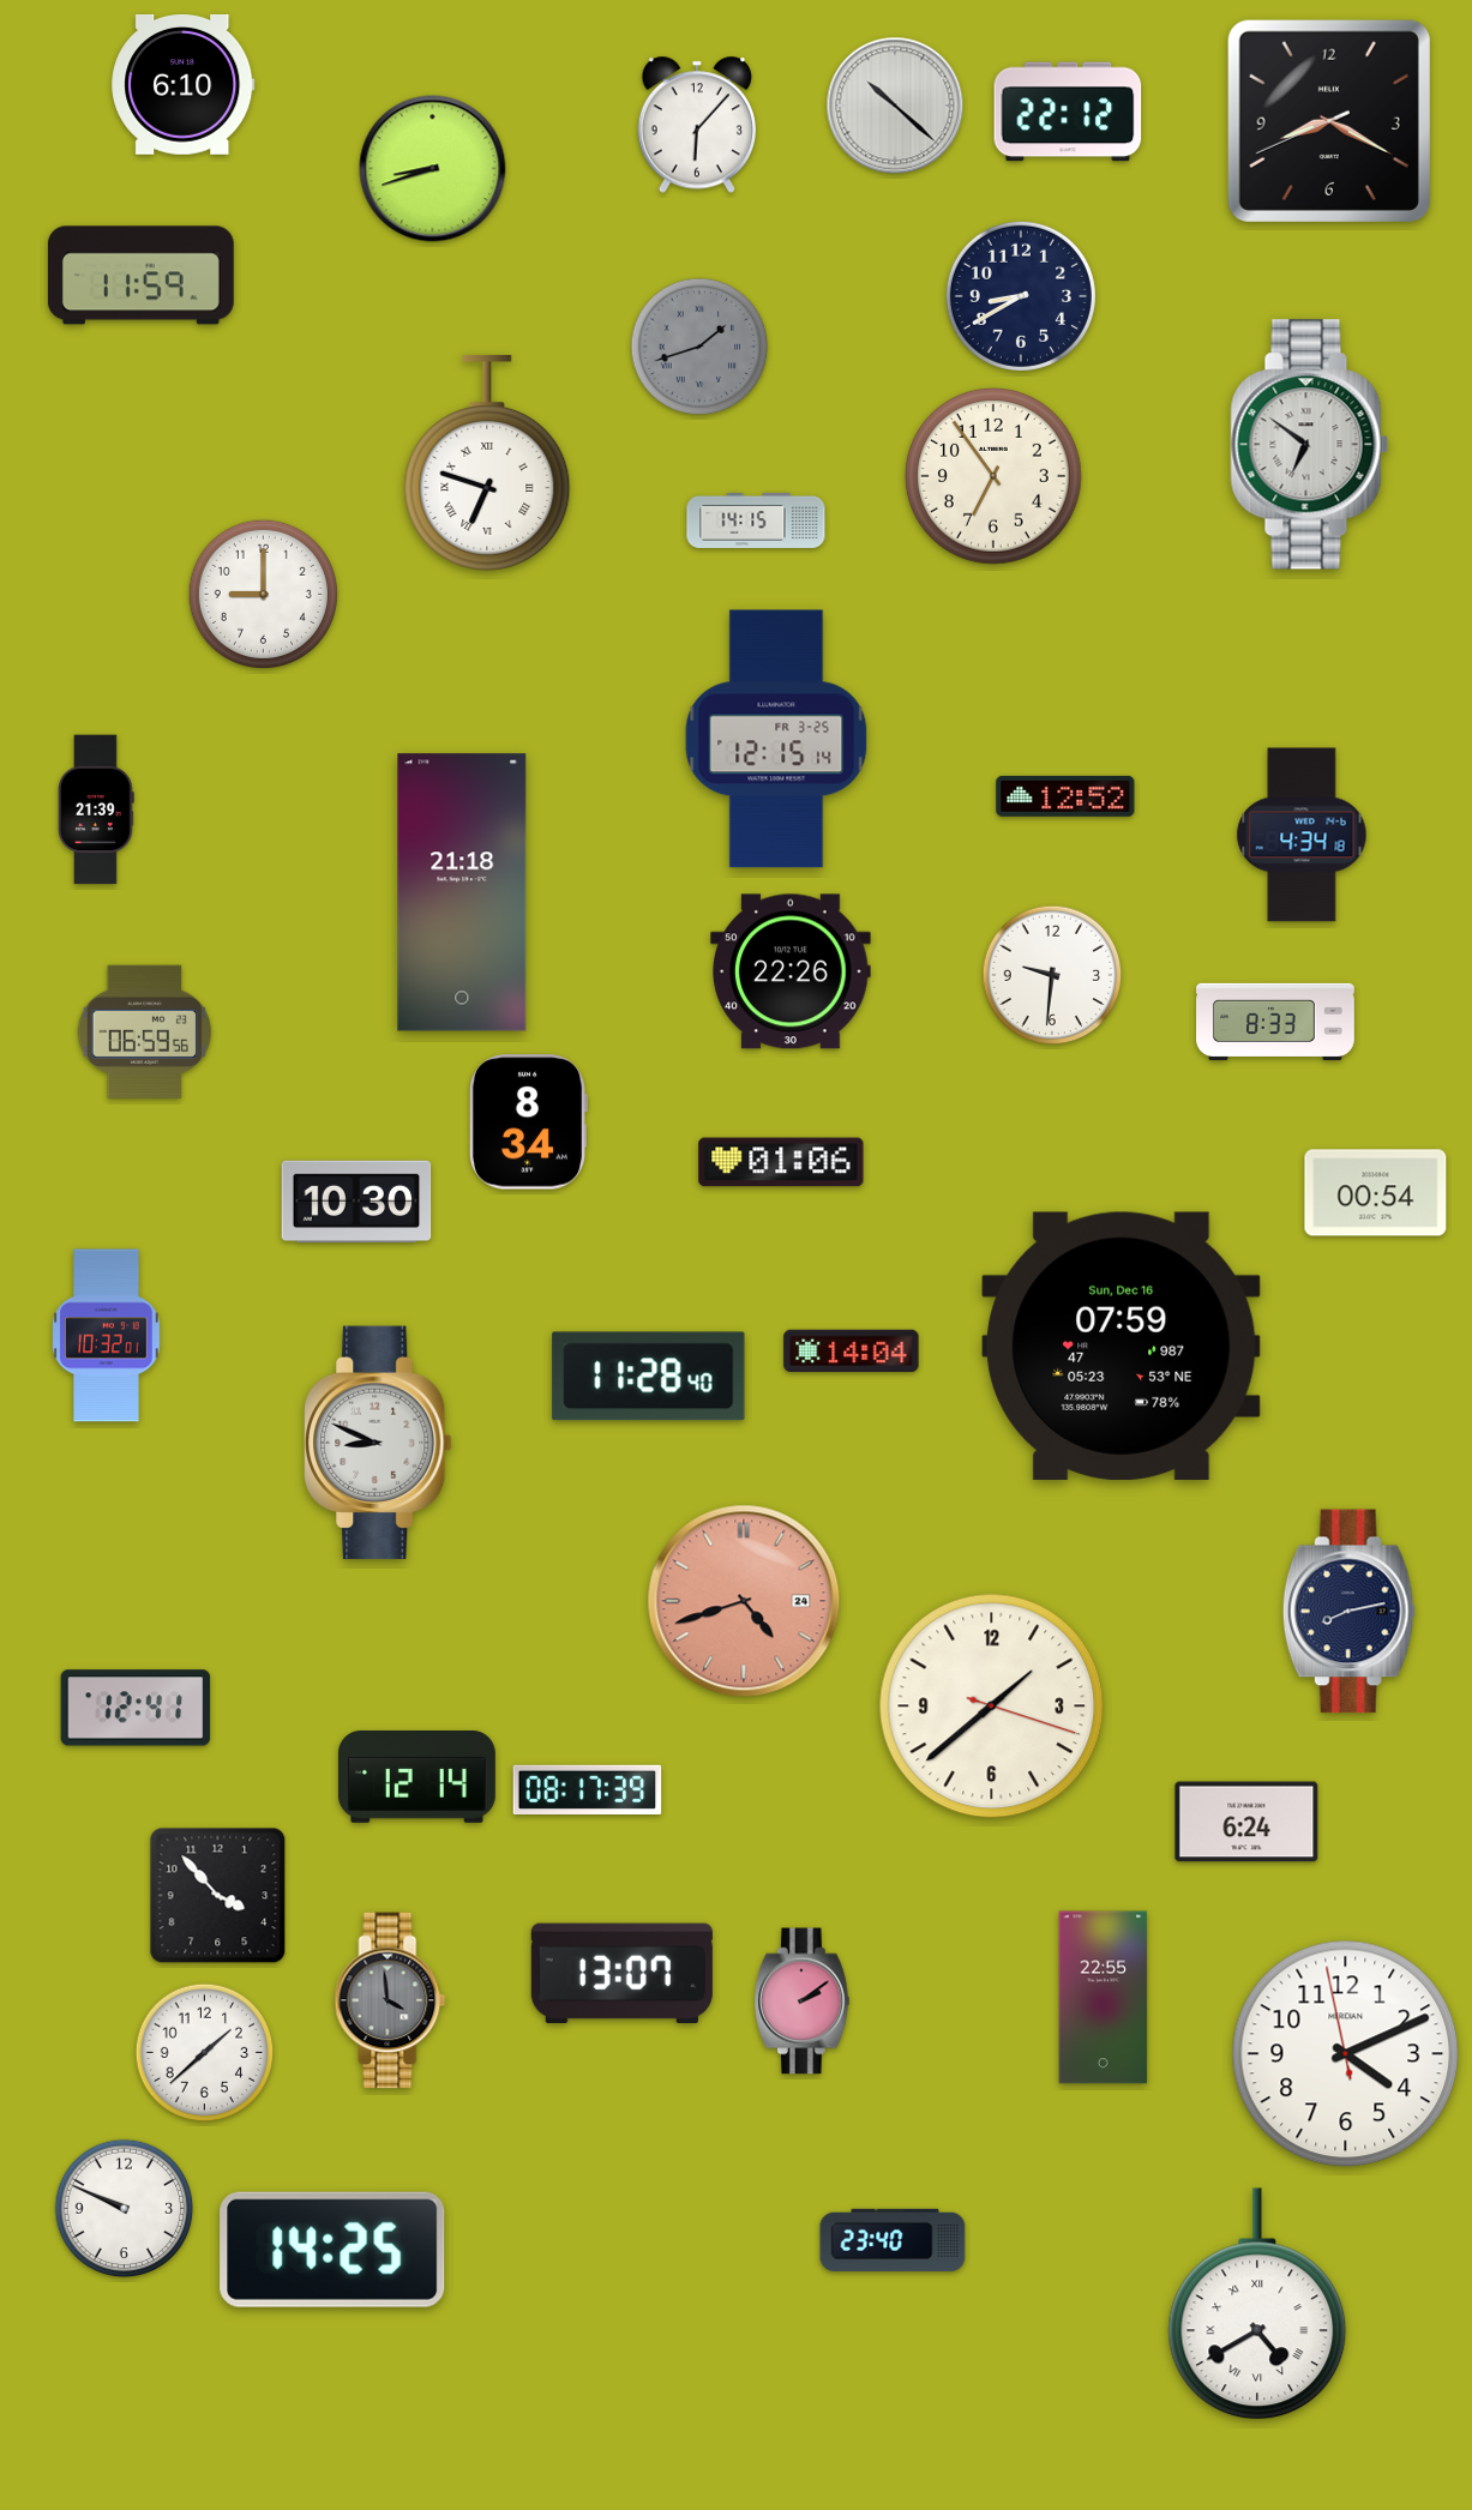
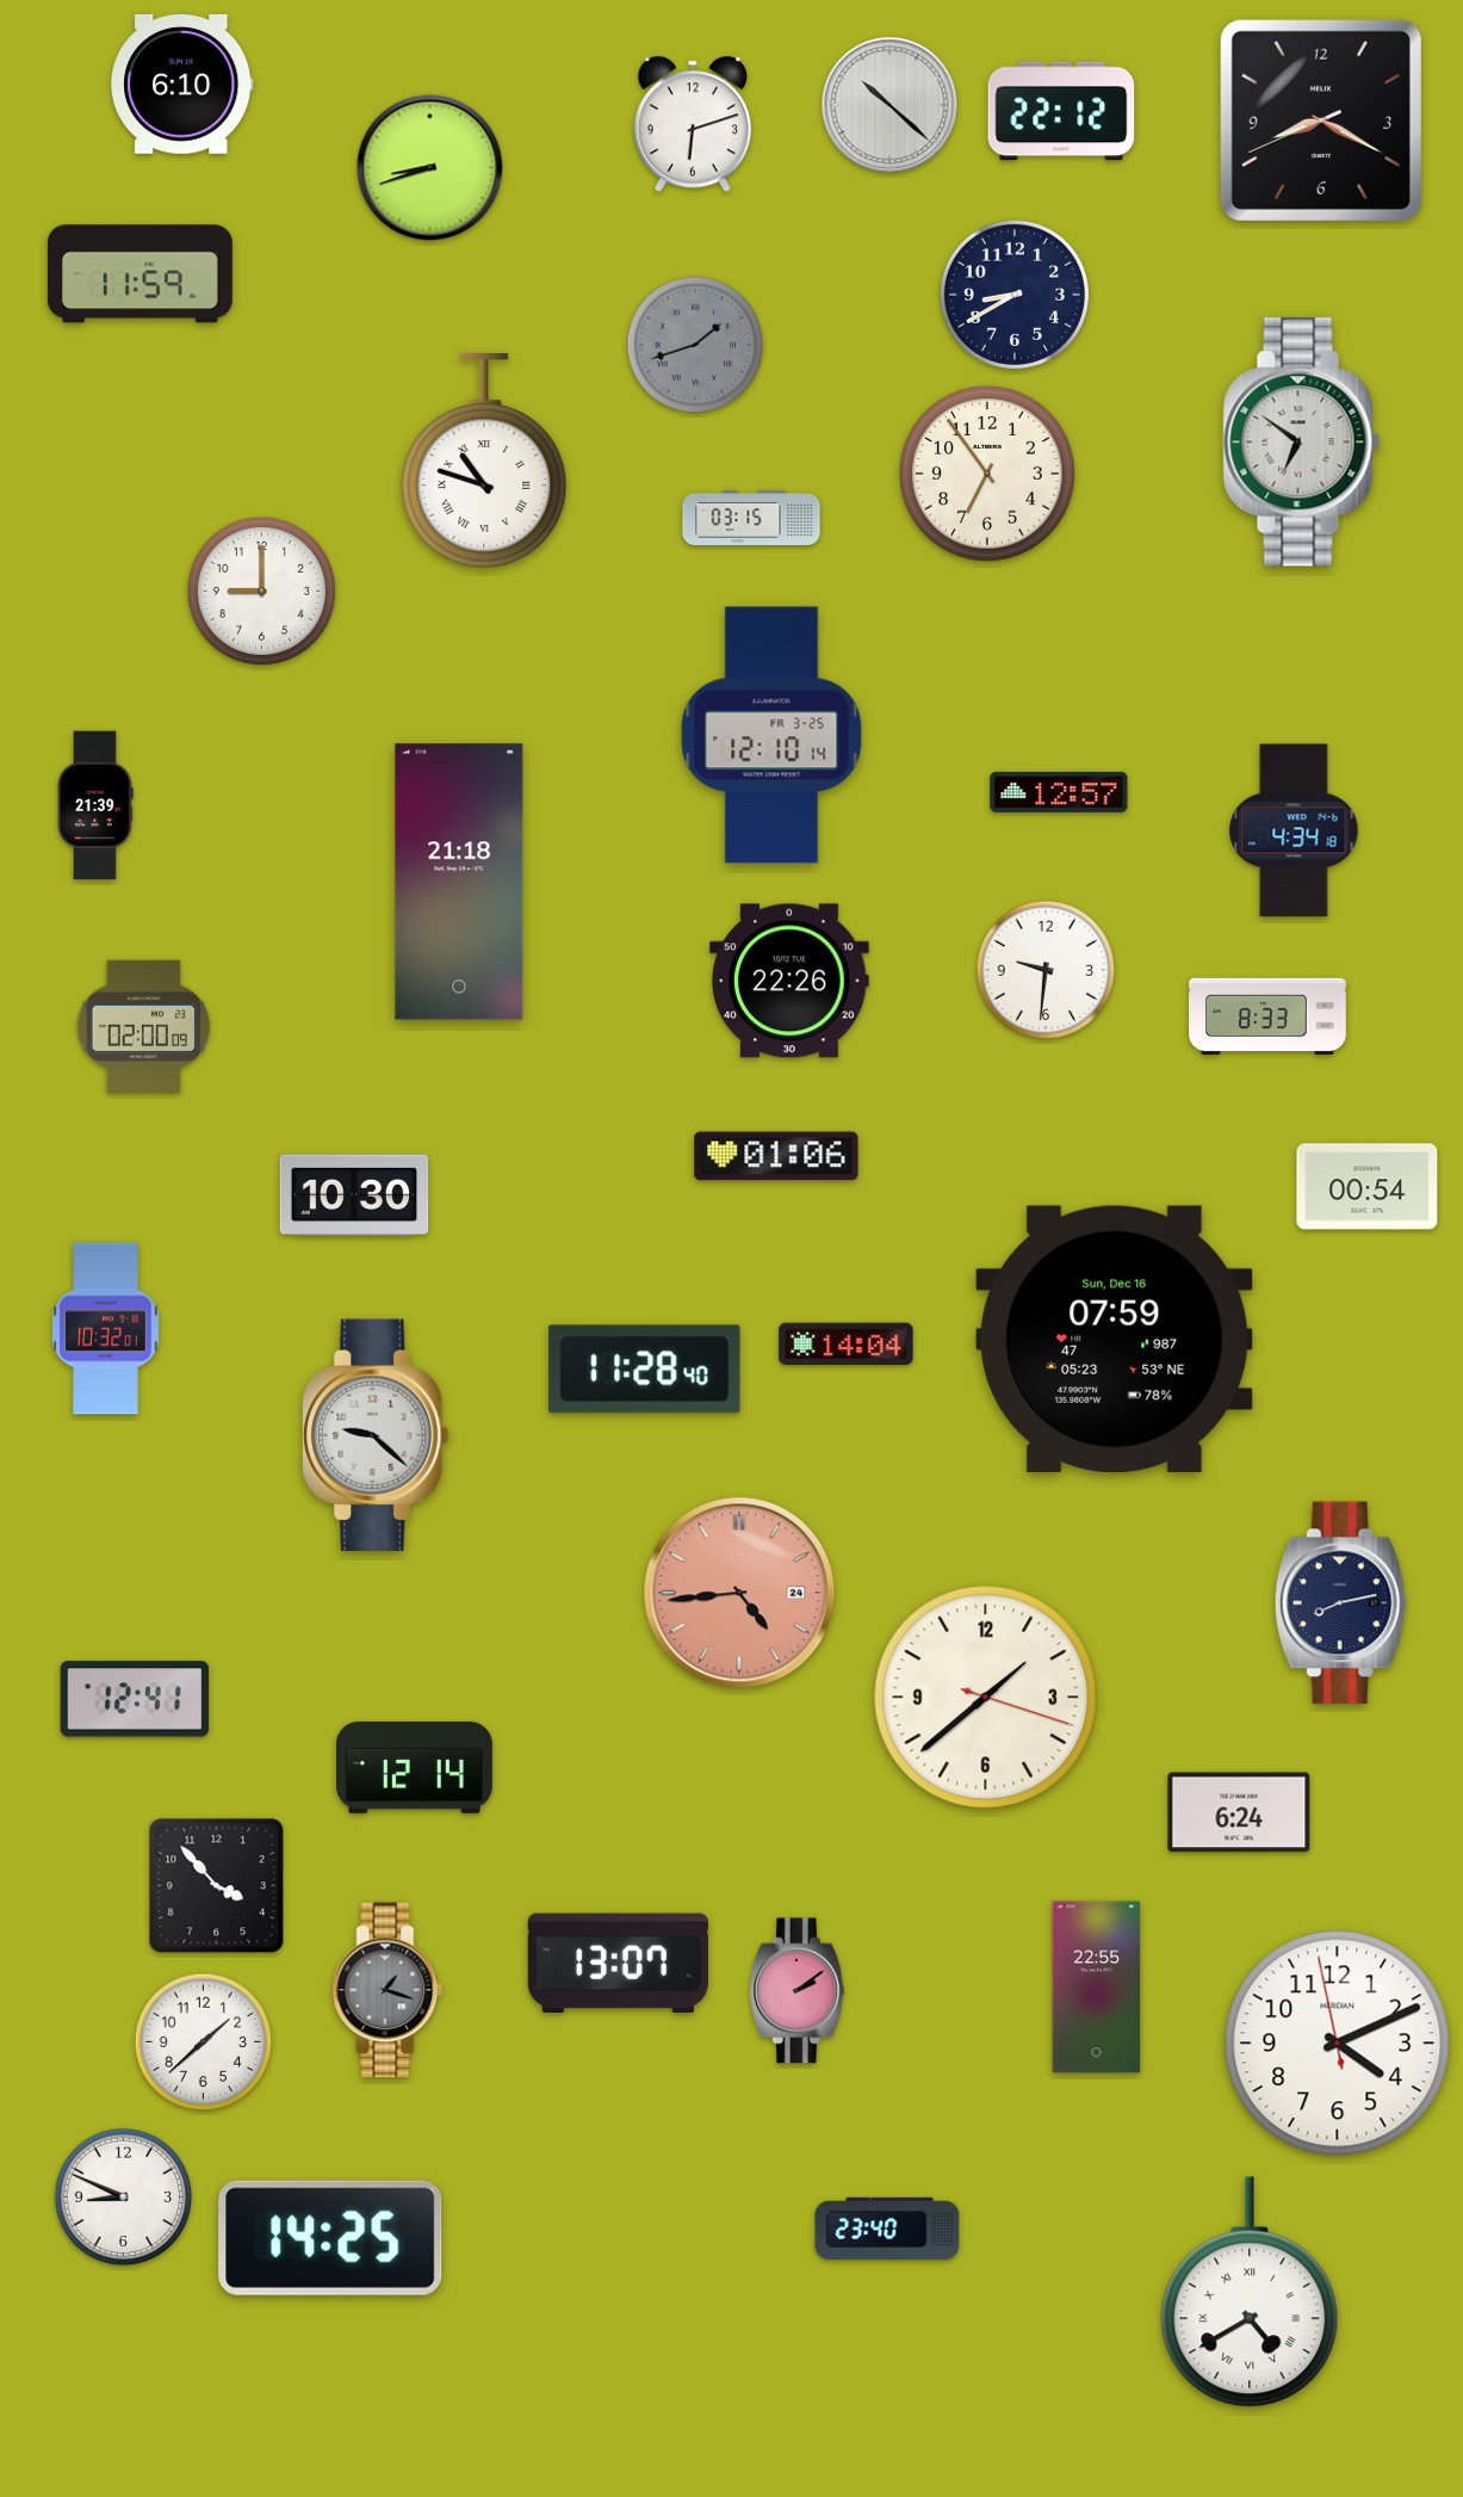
clock at (696, 125): 6:07 -> 6:12
clock at (487, 463): 6:48 -> 10:48
clock at (756, 520): 14:15 -> 03:15
clock at (776, 739): 12:15 -> 12:10
clock at (1065, 796): 12:52 -> 12:57
clock at (462, 892) position: (462, 892) -> (459, 882)
clock at (791, 971) position: (791, 971) -> (789, 981)
clock at (145, 1031): 06:59 -> 02:00
clock at (527, 1122): 8:34 -> none
clock at (378, 1443): 8:49 -> 9:22
clock at (744, 1601): 4:42 -> 4:44
clock at (588, 1789): 08:17 -> none
clock at (390, 2000): 3:59 -> 1:18
clock at (125, 2209): 9:49 -> 8:49
